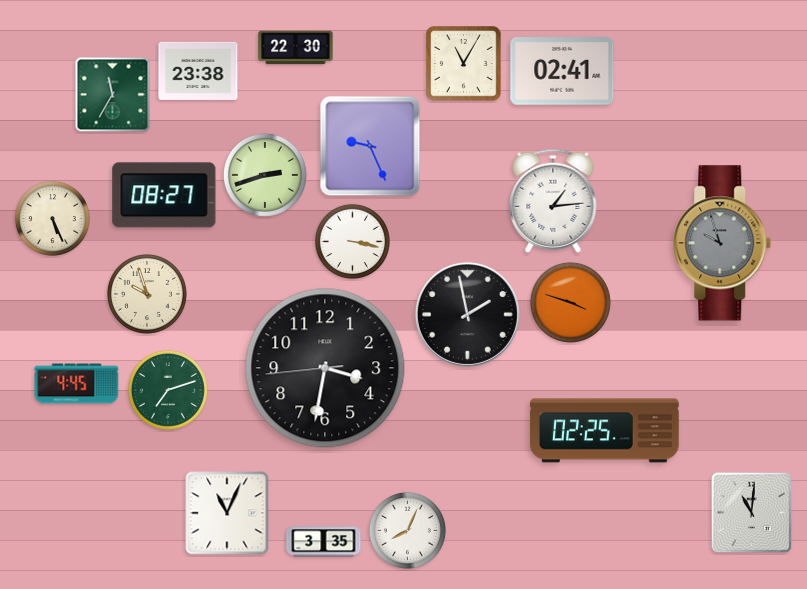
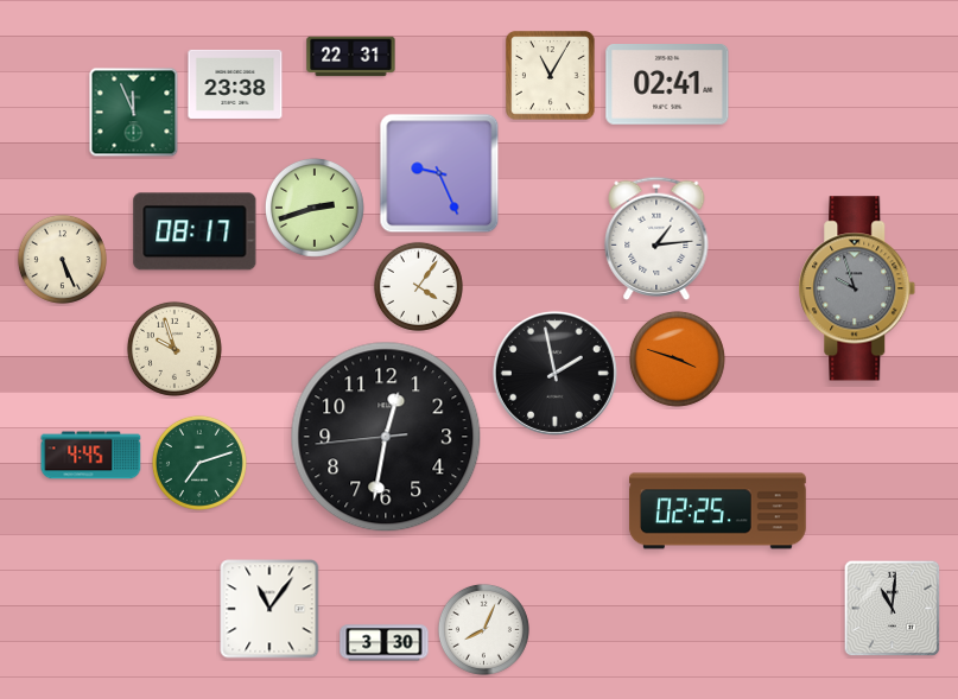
clock at (296, 48): 22:30 -> 22:31
clock at (113, 95): 11:35 -> 11:56
clock at (164, 195): 08:27 -> 08:17
clock at (352, 241): 3:17 -> 4:06
clock at (325, 368): 3:31 -> 12:31
clock at (227, 513): 11:04 -> 11:06
clock at (324, 542): 3:35 -> 3:30
